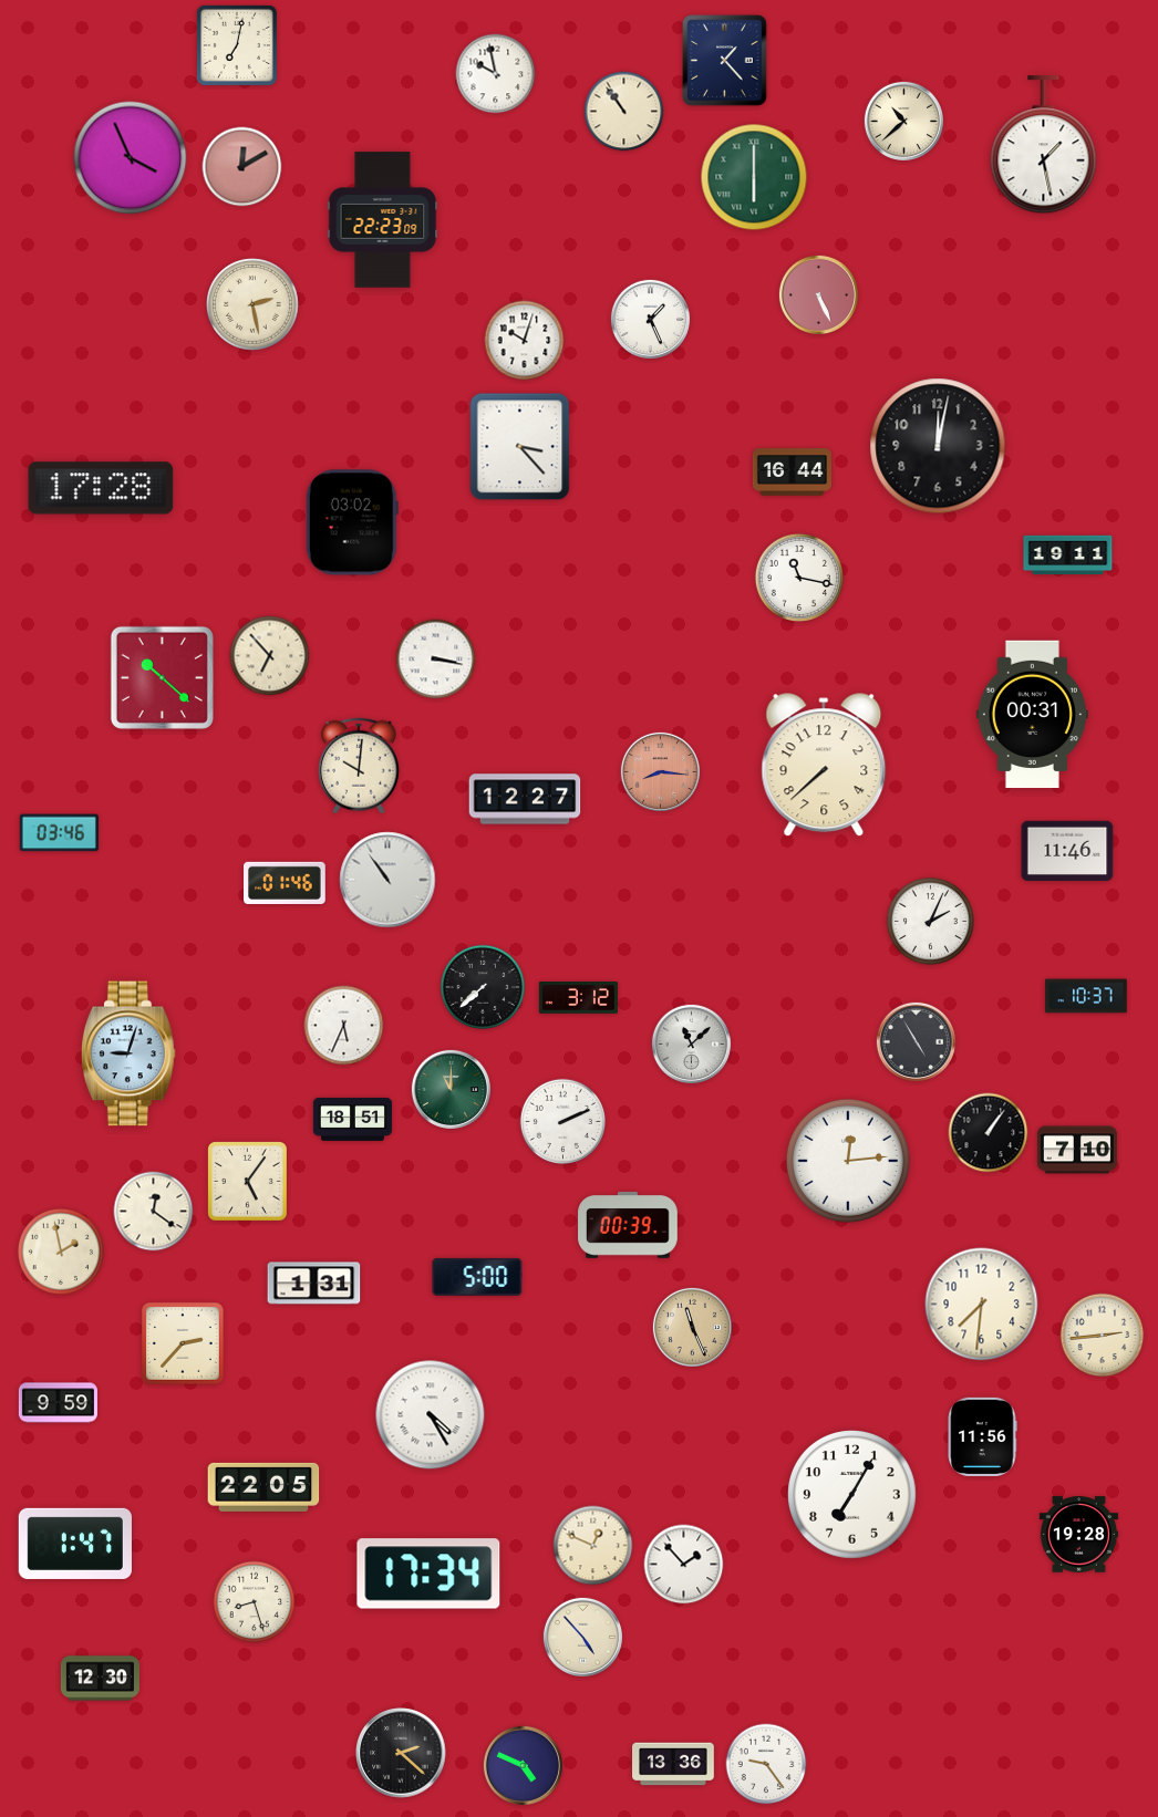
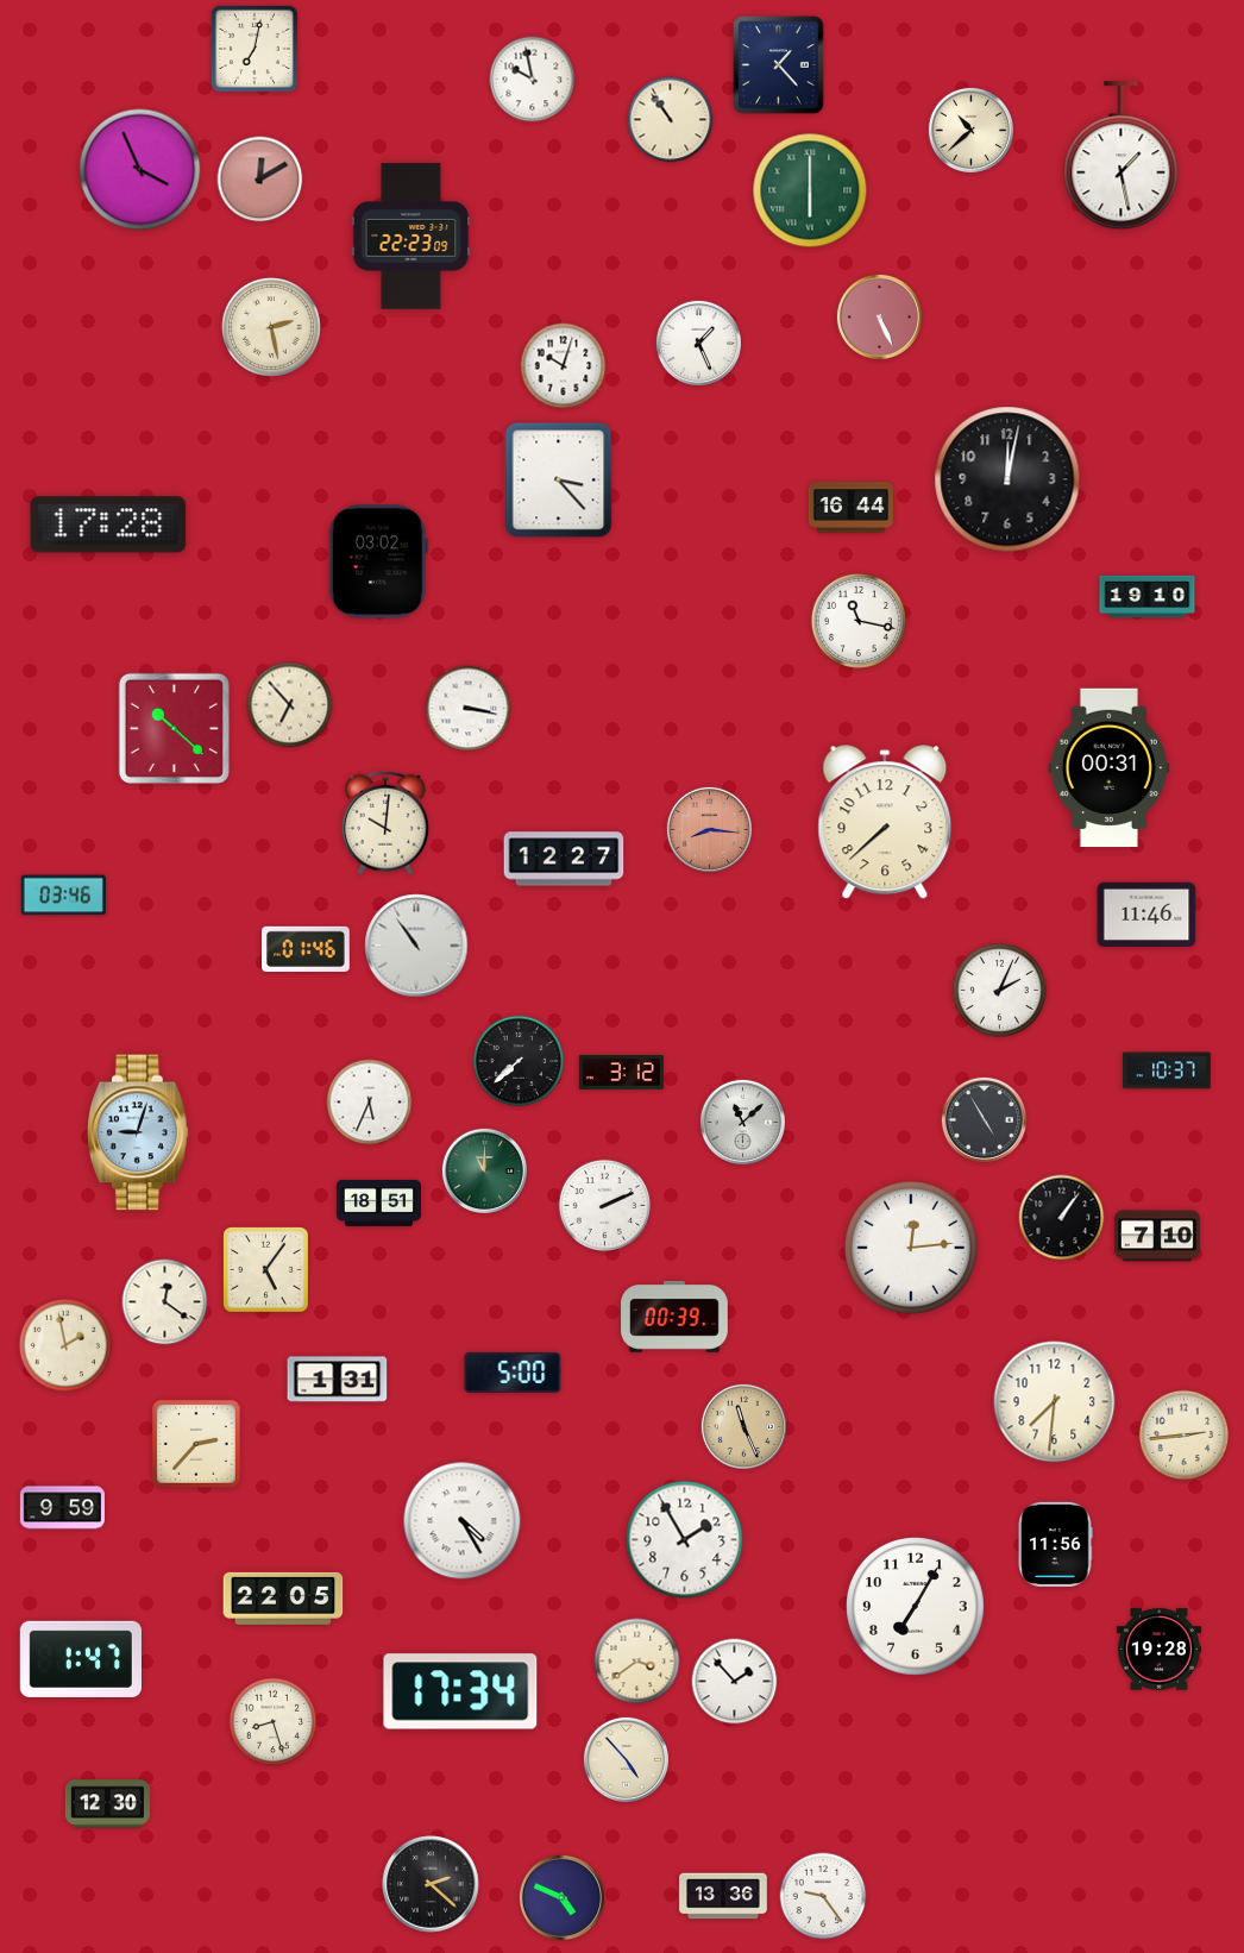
clock at (1068, 556): 19:11 -> 19:10
clock at (685, 1540): none -> 1:55
clock at (593, 1546): 12:49 -> 3:39
